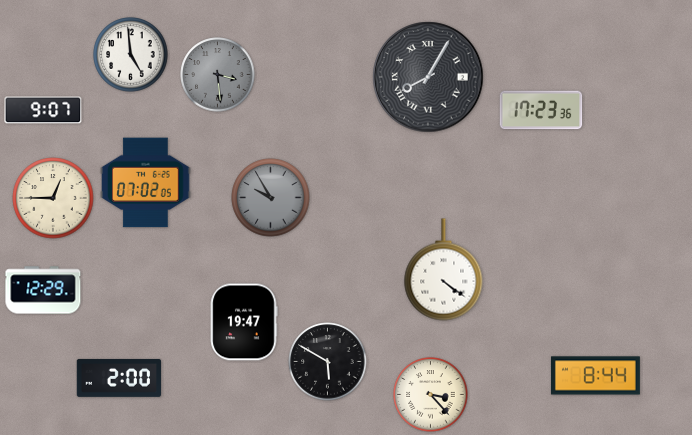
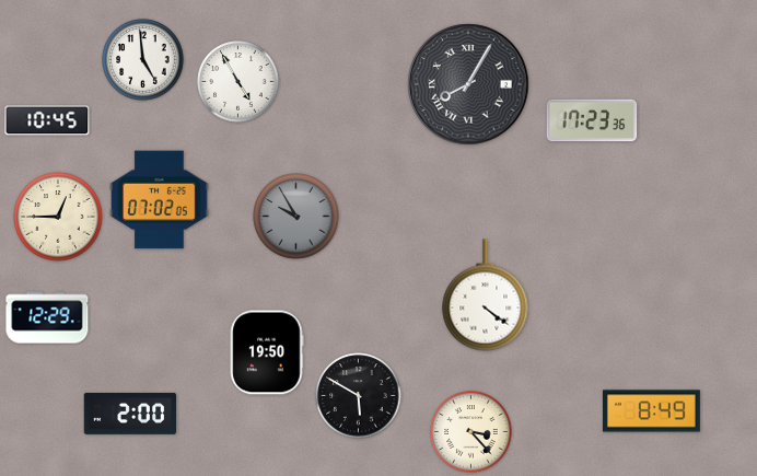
clock at (218, 75): 3:29 -> 4:55
clock at (218, 75) dial: grey -> white
clock at (43, 110): 9:07 -> 10:45
clock at (244, 322): 19:47 -> 19:50
clock at (595, 376): 8:44 -> 8:49
